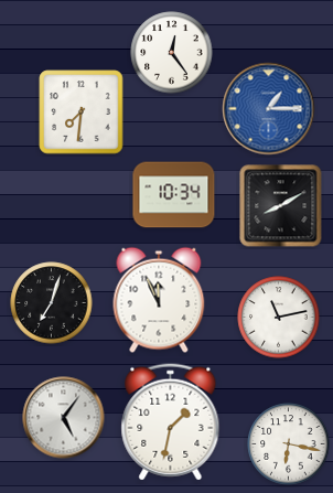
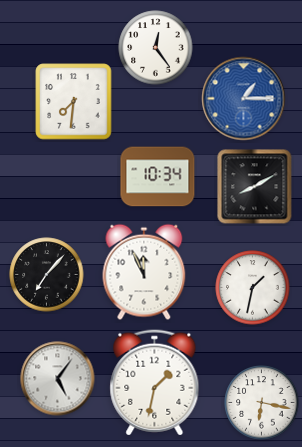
clock at (52, 303): 7:03 -> 7:07
clock at (279, 318): 11:13 -> 1:32
